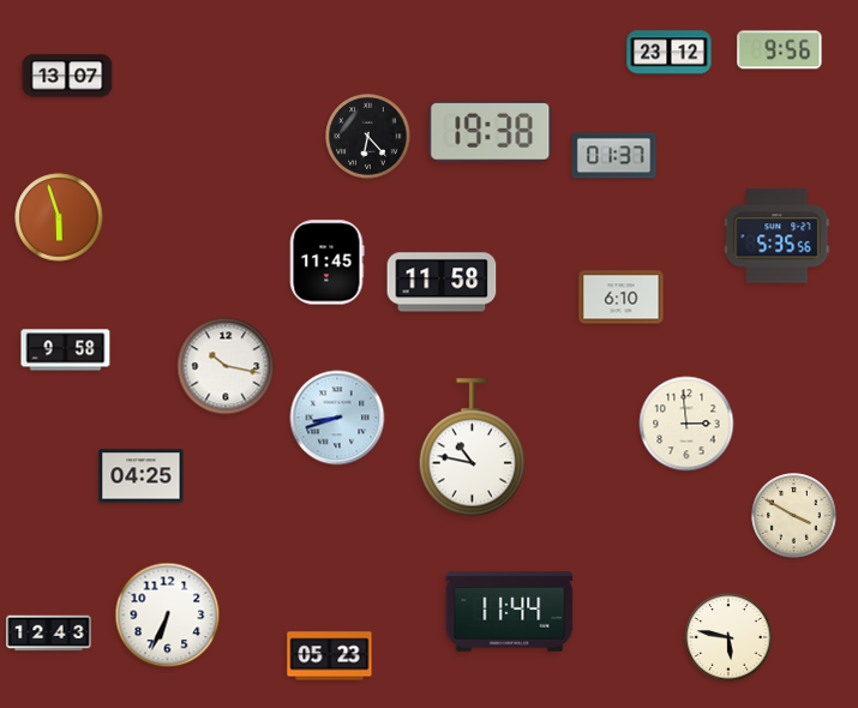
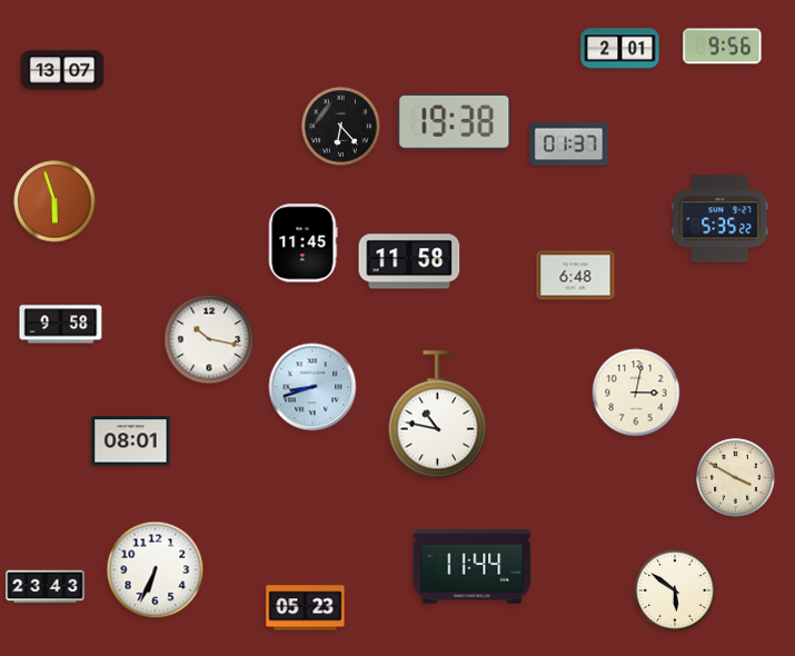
clock at (670, 53): 23:12 -> 2:01
clock at (778, 236): 5:35:56 -> 5:35:22
clock at (622, 298): 6:10 -> 6:48
clock at (686, 424): 2:59 -> 3:02
clock at (142, 476): 04:25 -> 08:01
clock at (49, 634): 12:43 -> 23:43
clock at (728, 637): 5:47 -> 5:51
